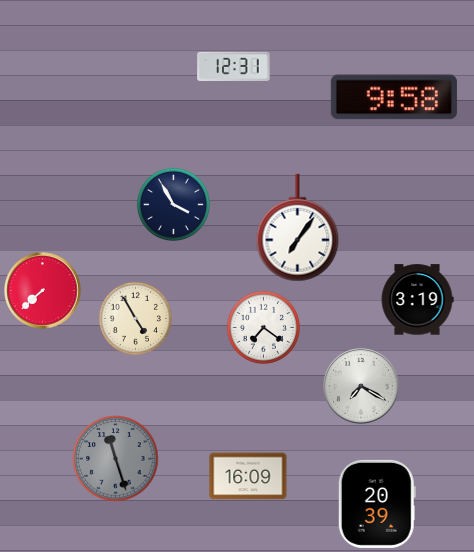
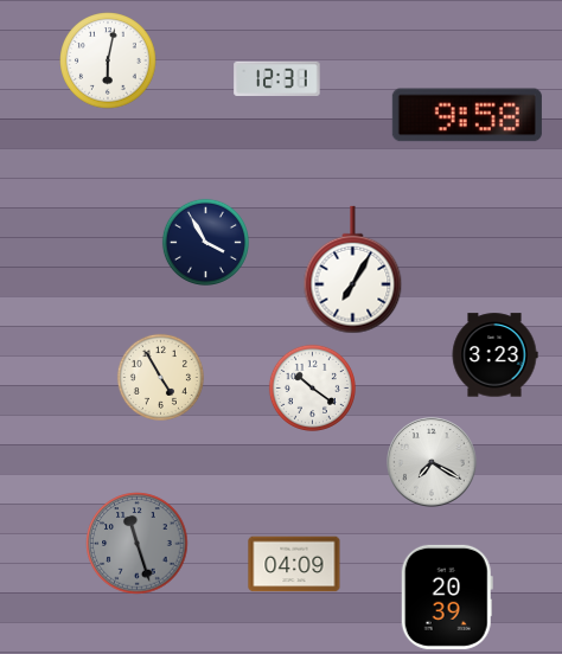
clock at (108, 60): none -> 6:02
clock at (298, 228): 7:06 -> 7:05
clock at (43, 291): 7:38 -> none
clock at (417, 300): 3:19 -> 3:23
clock at (263, 327): 7:21 -> 10:21
clock at (361, 386) position: (361, 386) -> (432, 462)
clock at (248, 476): 16:09 -> 04:09
